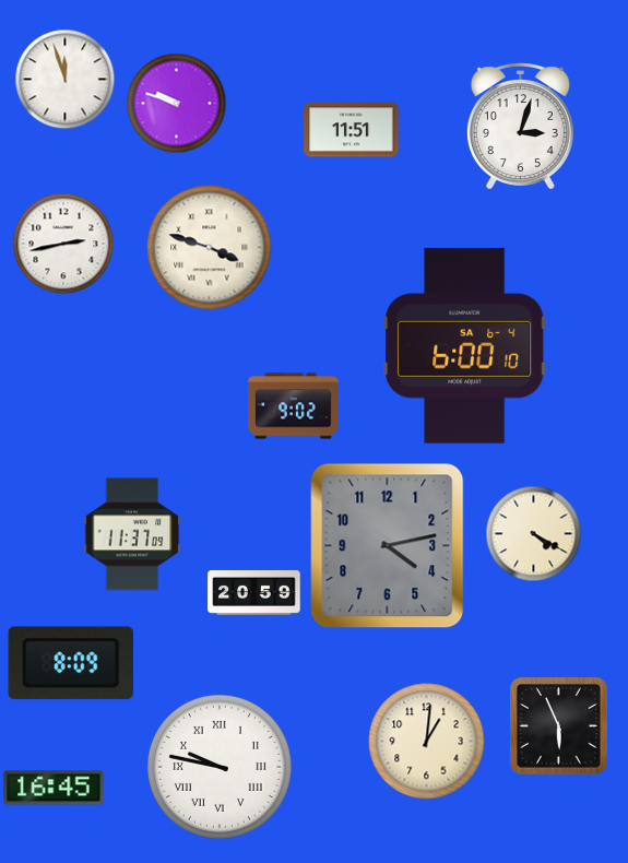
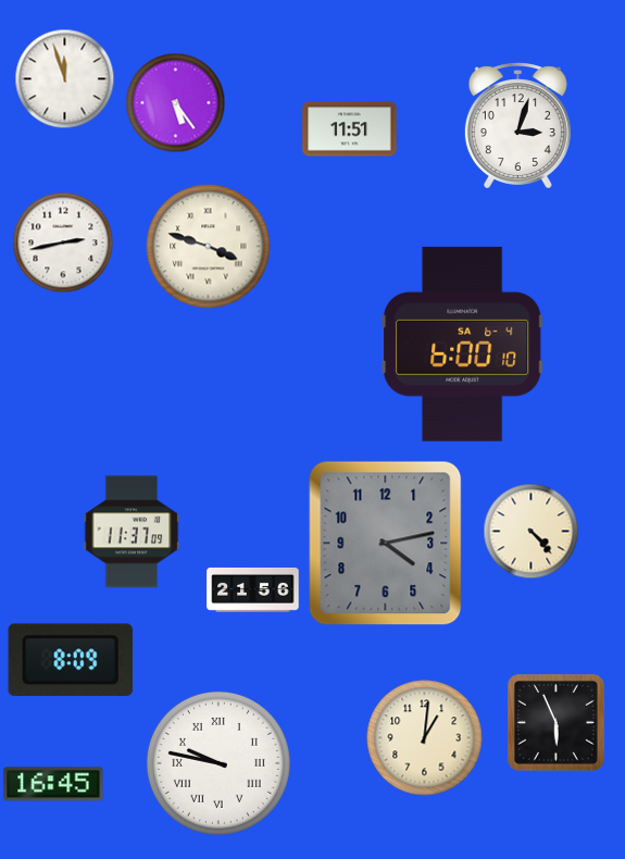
clock at (176, 103): 9:48 -> 5:24
clock at (294, 406): 9:02 -> none
clock at (533, 533): 4:20 -> 4:23
clock at (254, 592): 20:59 -> 21:56
